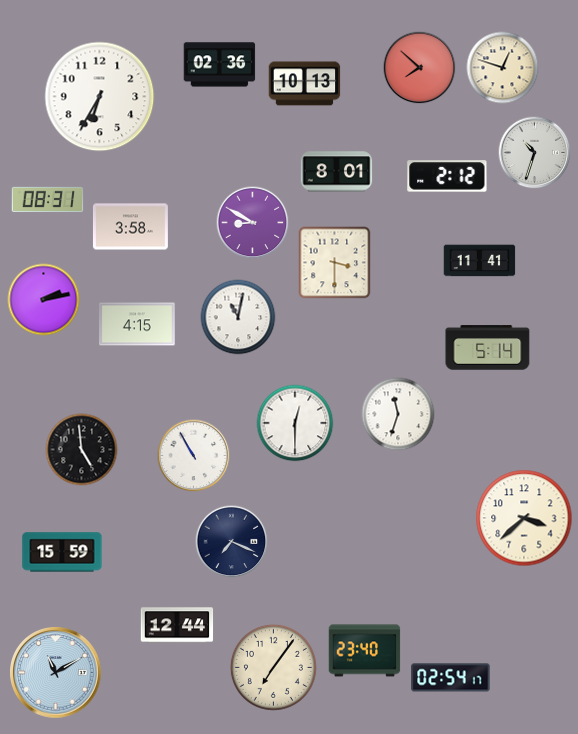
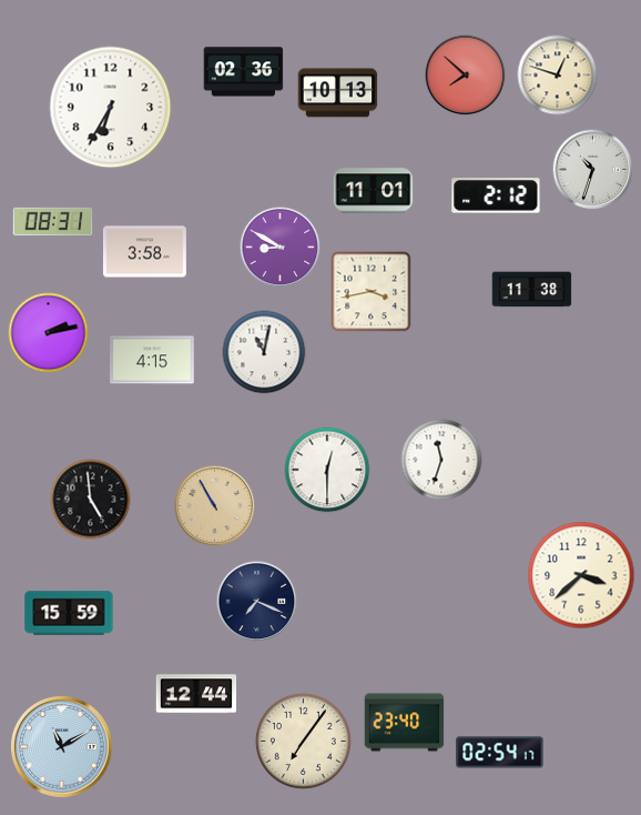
clock at (337, 172): 8:01 -> 11:01
clock at (480, 261): 11:41 -> 11:38
clock at (335, 263): 3:30 -> 3:43
clock at (488, 348): 5:14 -> none
clock at (194, 456) dial: white -> champagne
